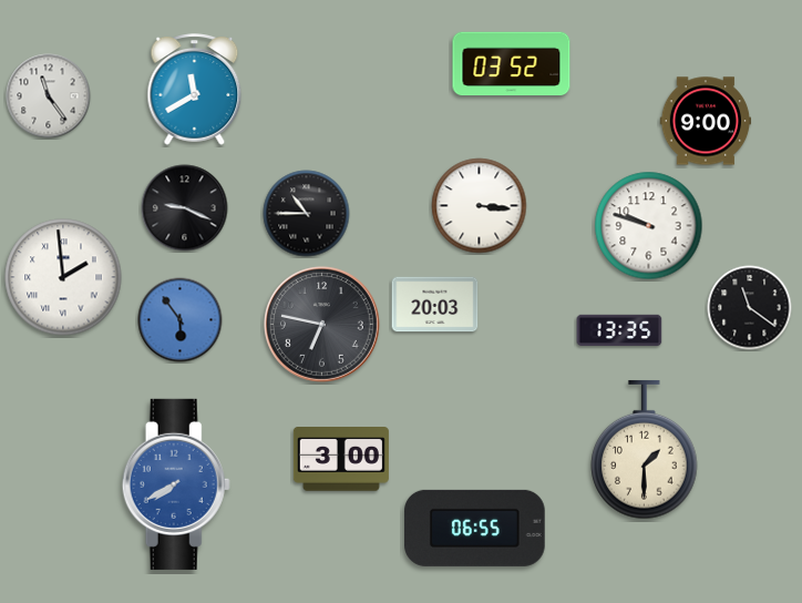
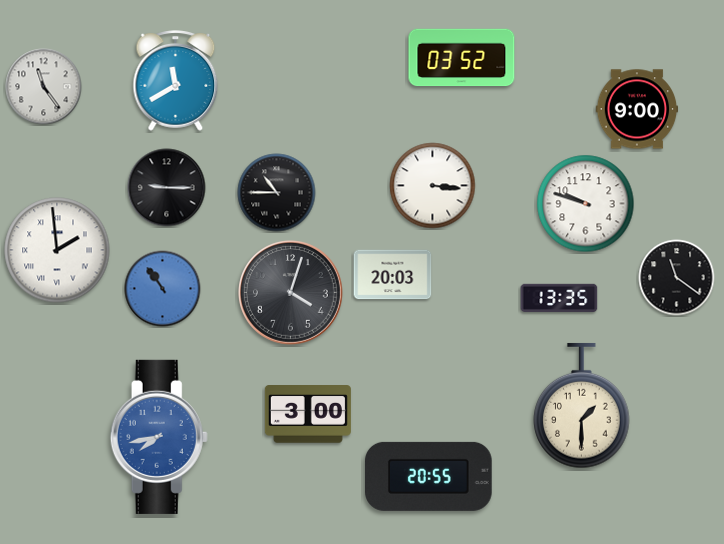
clock at (185, 208): 9:19 -> 9:15
clock at (181, 320): 5:54 -> 10:54
clock at (321, 324): 6:47 -> 4:03
clock at (176, 484): 7:40 -> 7:43
clock at (475, 528): 06:55 -> 20:55
